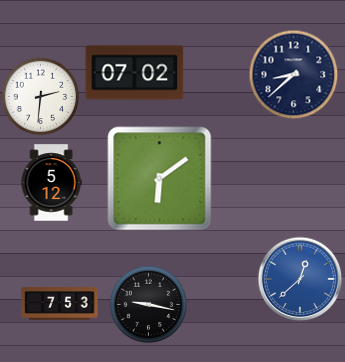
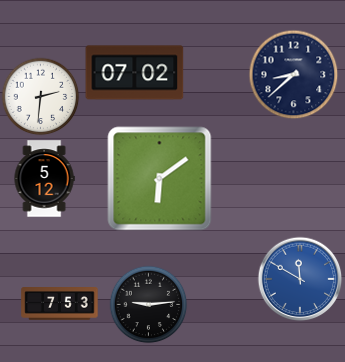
clock at (51, 183) position: (51, 183) -> (44, 179)
clock at (300, 279): 12:38 -> 11:50
clock at (148, 304): 9:17 -> 9:14
